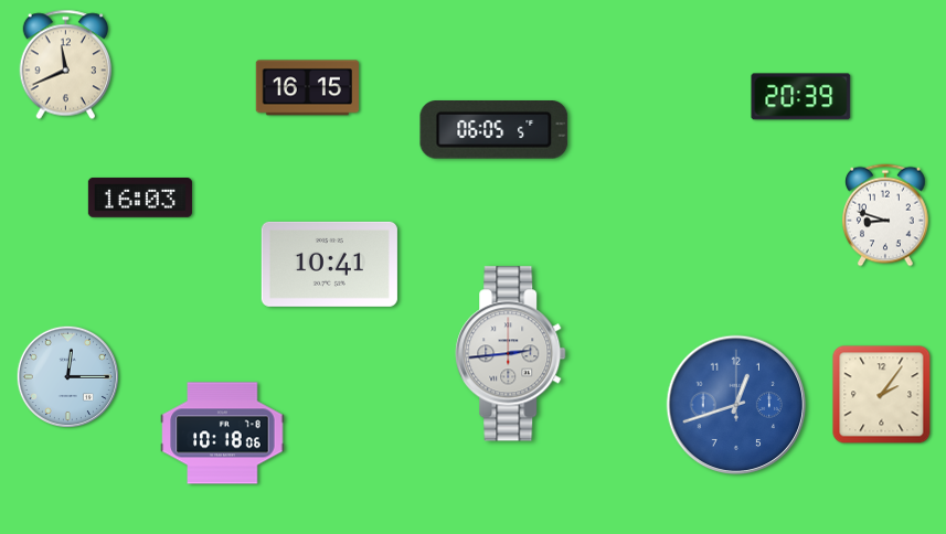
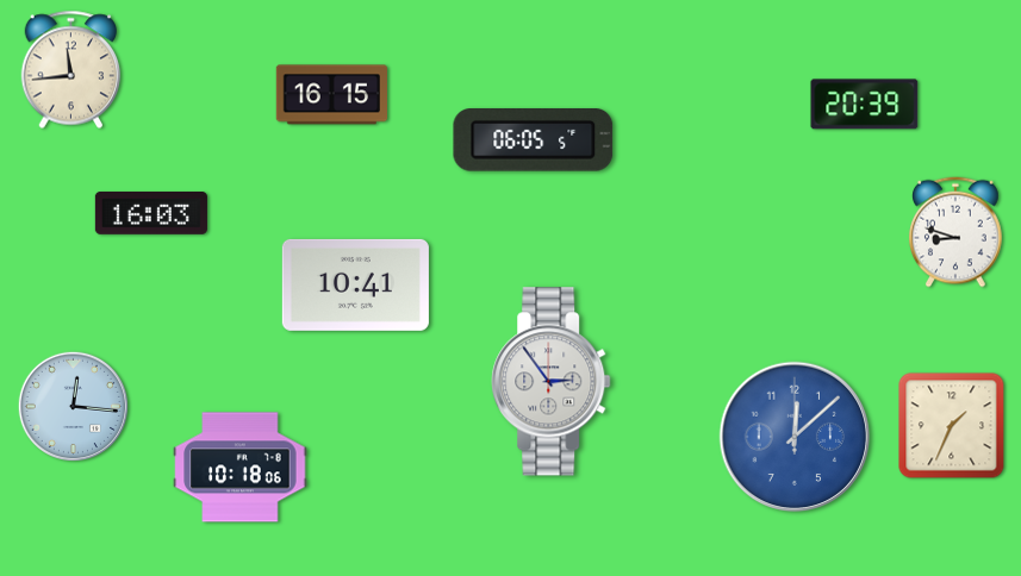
clock at (66, 65): 11:41 -> 11:44
clock at (511, 354): 2:44 -> 2:54
clock at (67, 376): 12:15 -> 12:16
clock at (882, 395): 2:06 -> 1:34
clock at (736, 405): 12:42 -> 12:08
